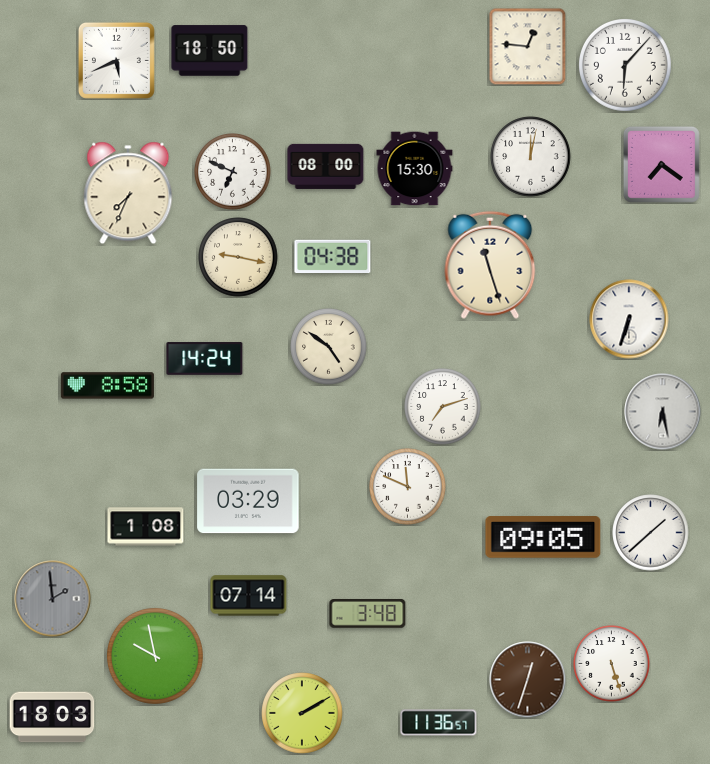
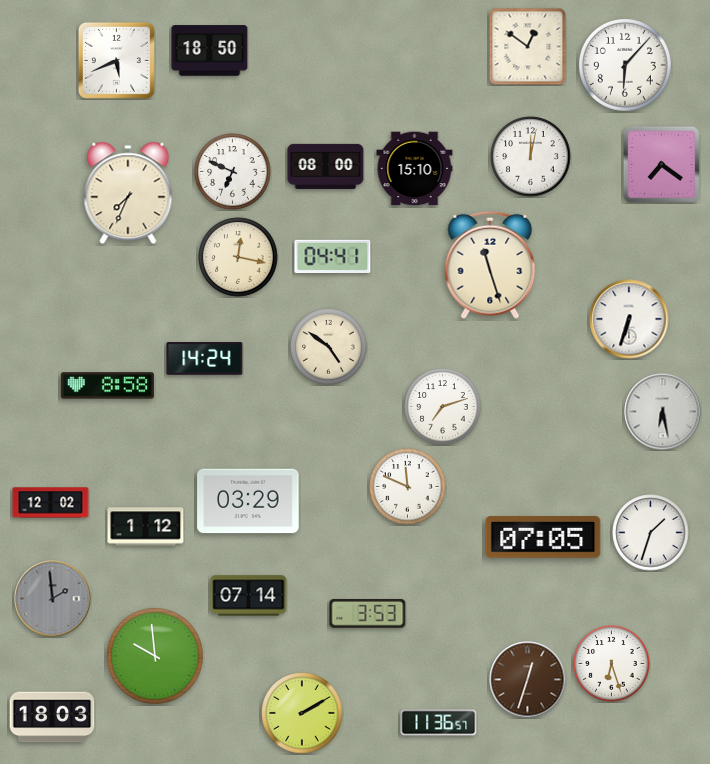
clock at (527, 46): 12:46 -> 12:51
clock at (415, 169): 15:30 -> 15:10
clock at (238, 257): 9:17 -> 12:17
clock at (333, 257): 04:38 -> 04:41
clock at (51, 503): none -> 12:02
clock at (146, 527): 1:08 -> 1:12
clock at (651, 533): 1:38 -> 1:33
clock at (543, 537): 09:05 -> 07:05
clock at (368, 614): 3:48 -> 3:53
clock at (155, 656): 9:58 -> 9:59
clock at (612, 664): 5:27 -> 6:27
